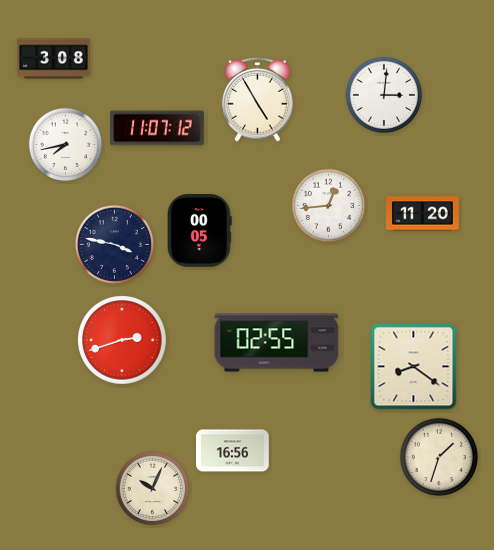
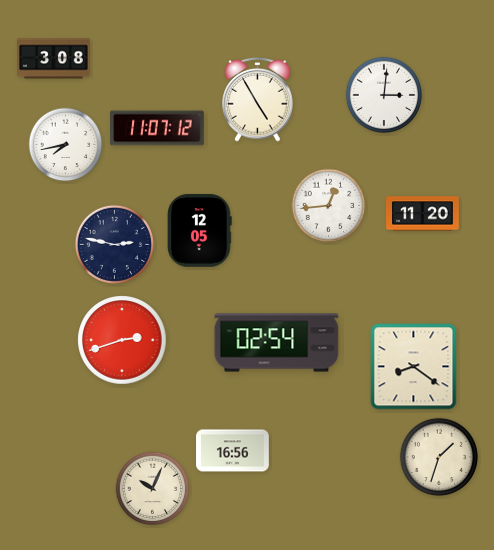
clock at (200, 231): 00:05 -> 12:05
clock at (114, 244): 3:47 -> 2:47
clock at (277, 343): 02:55 -> 02:54
